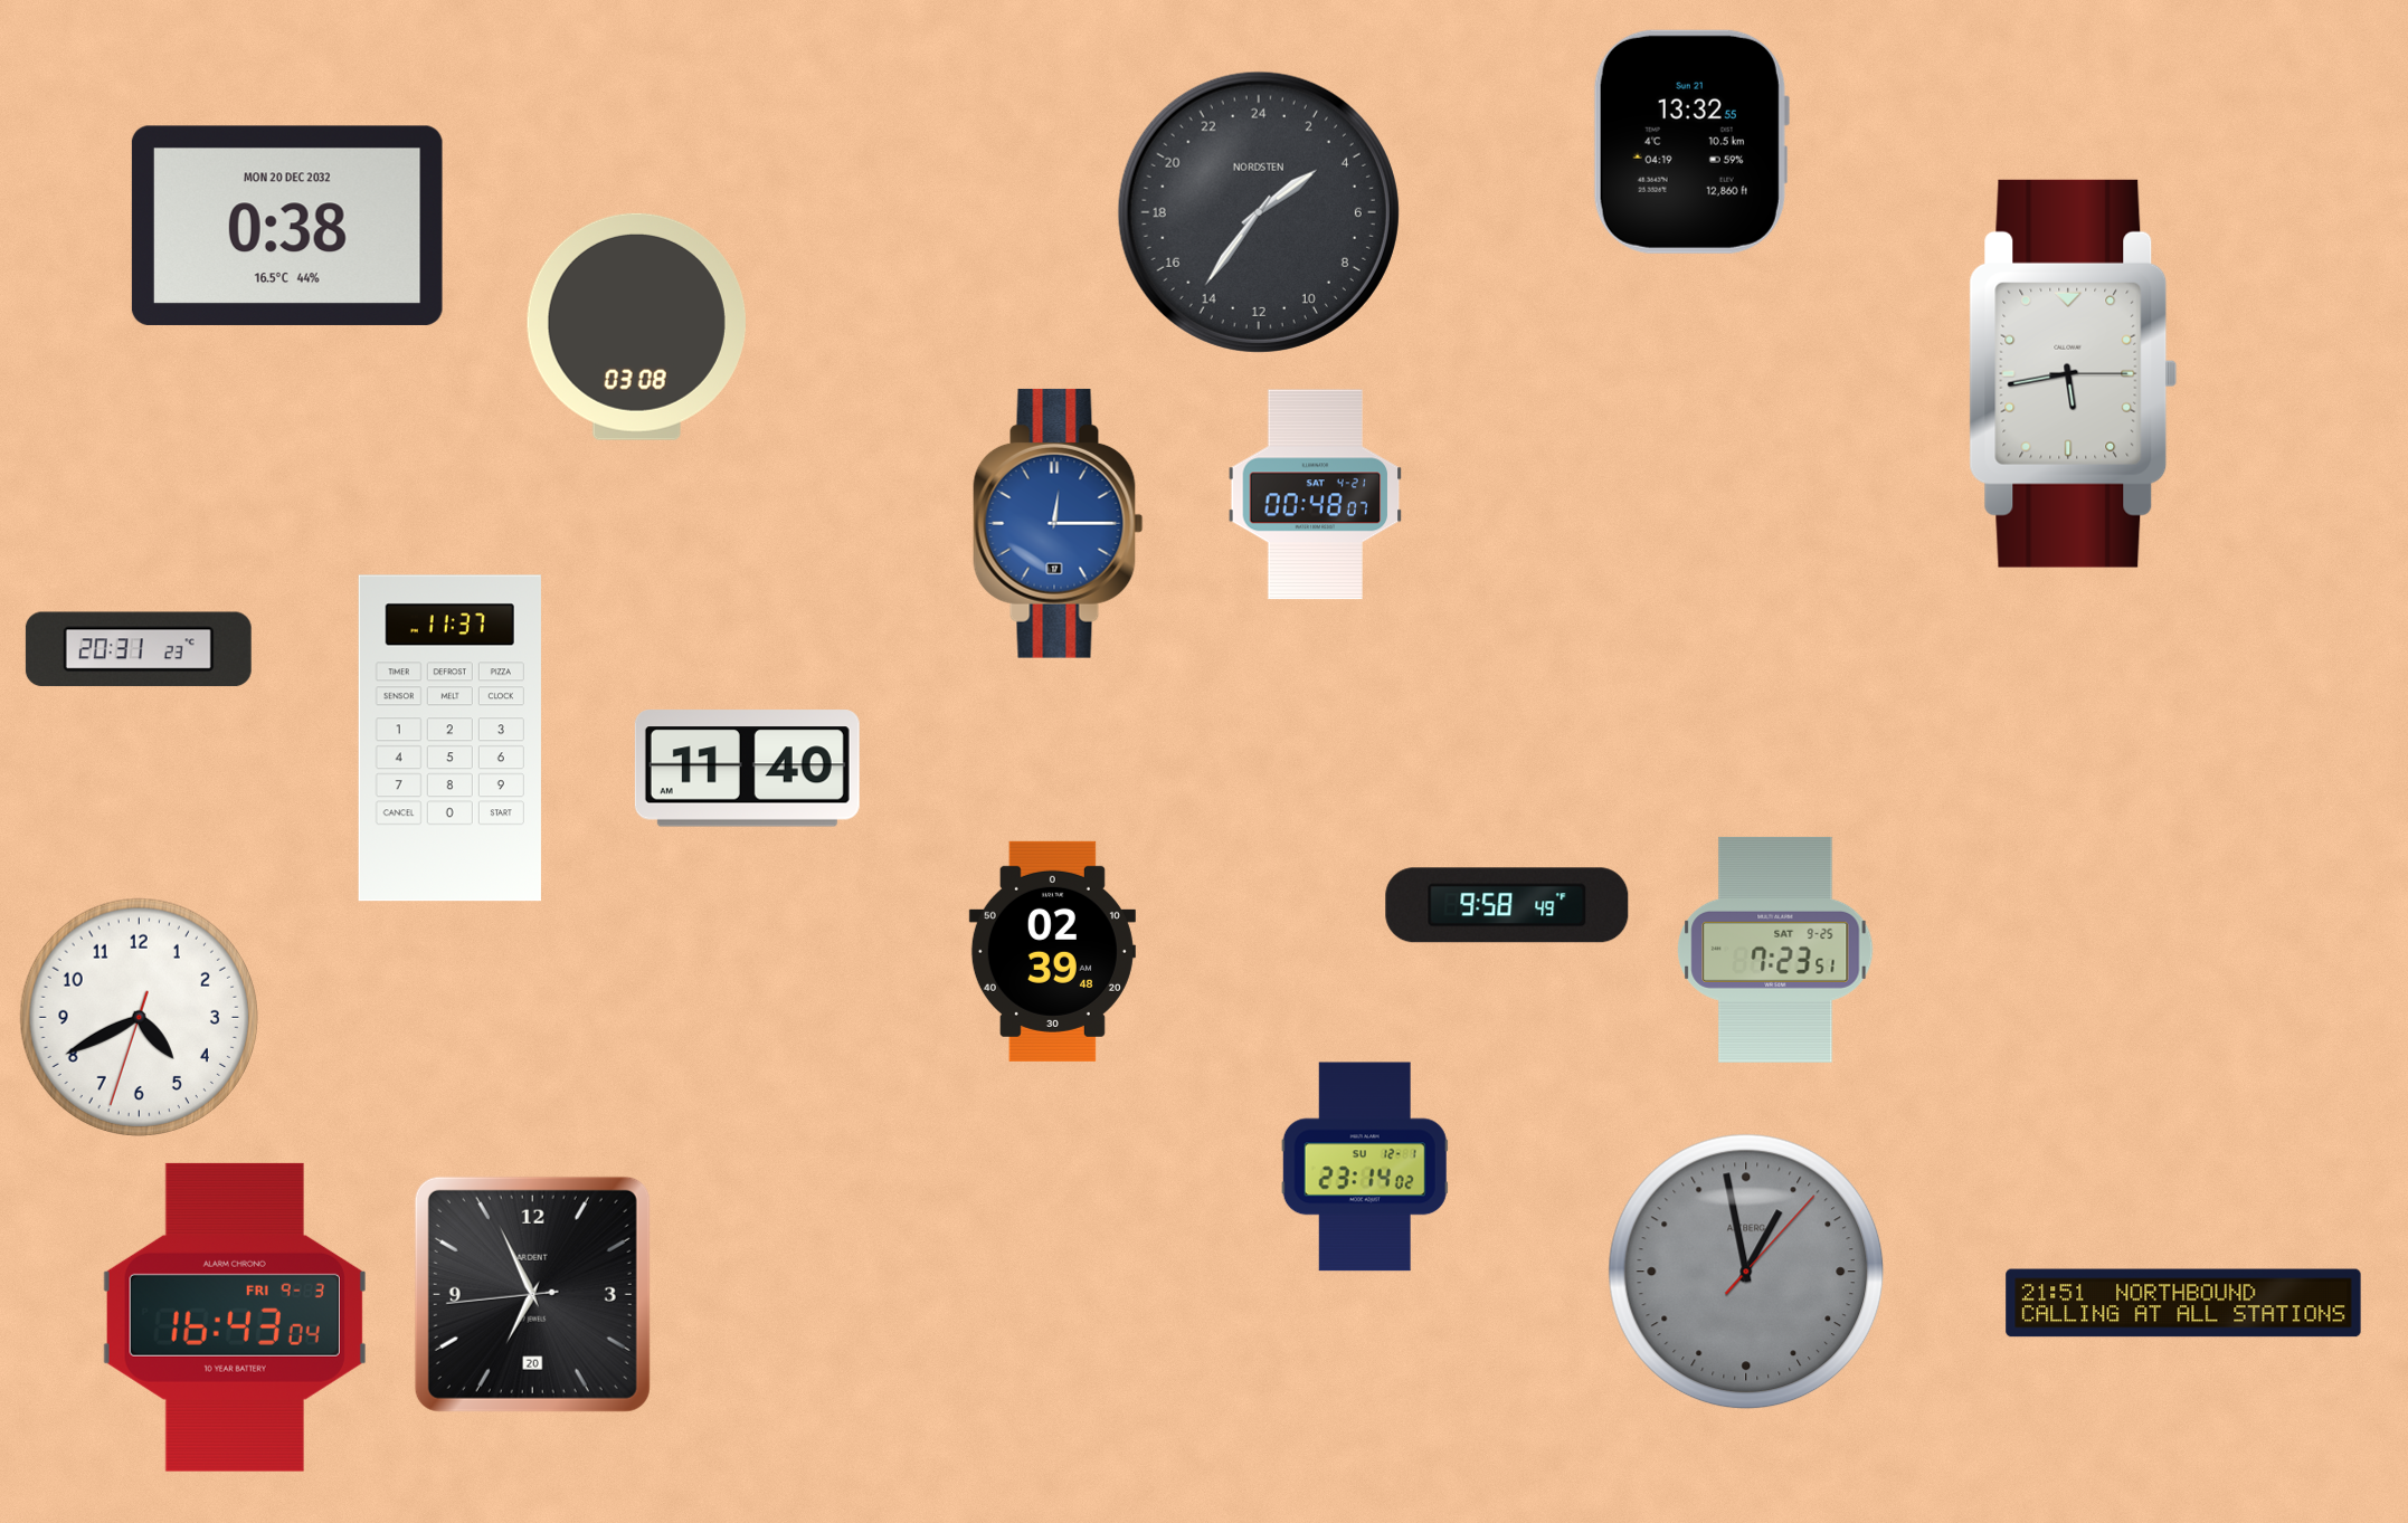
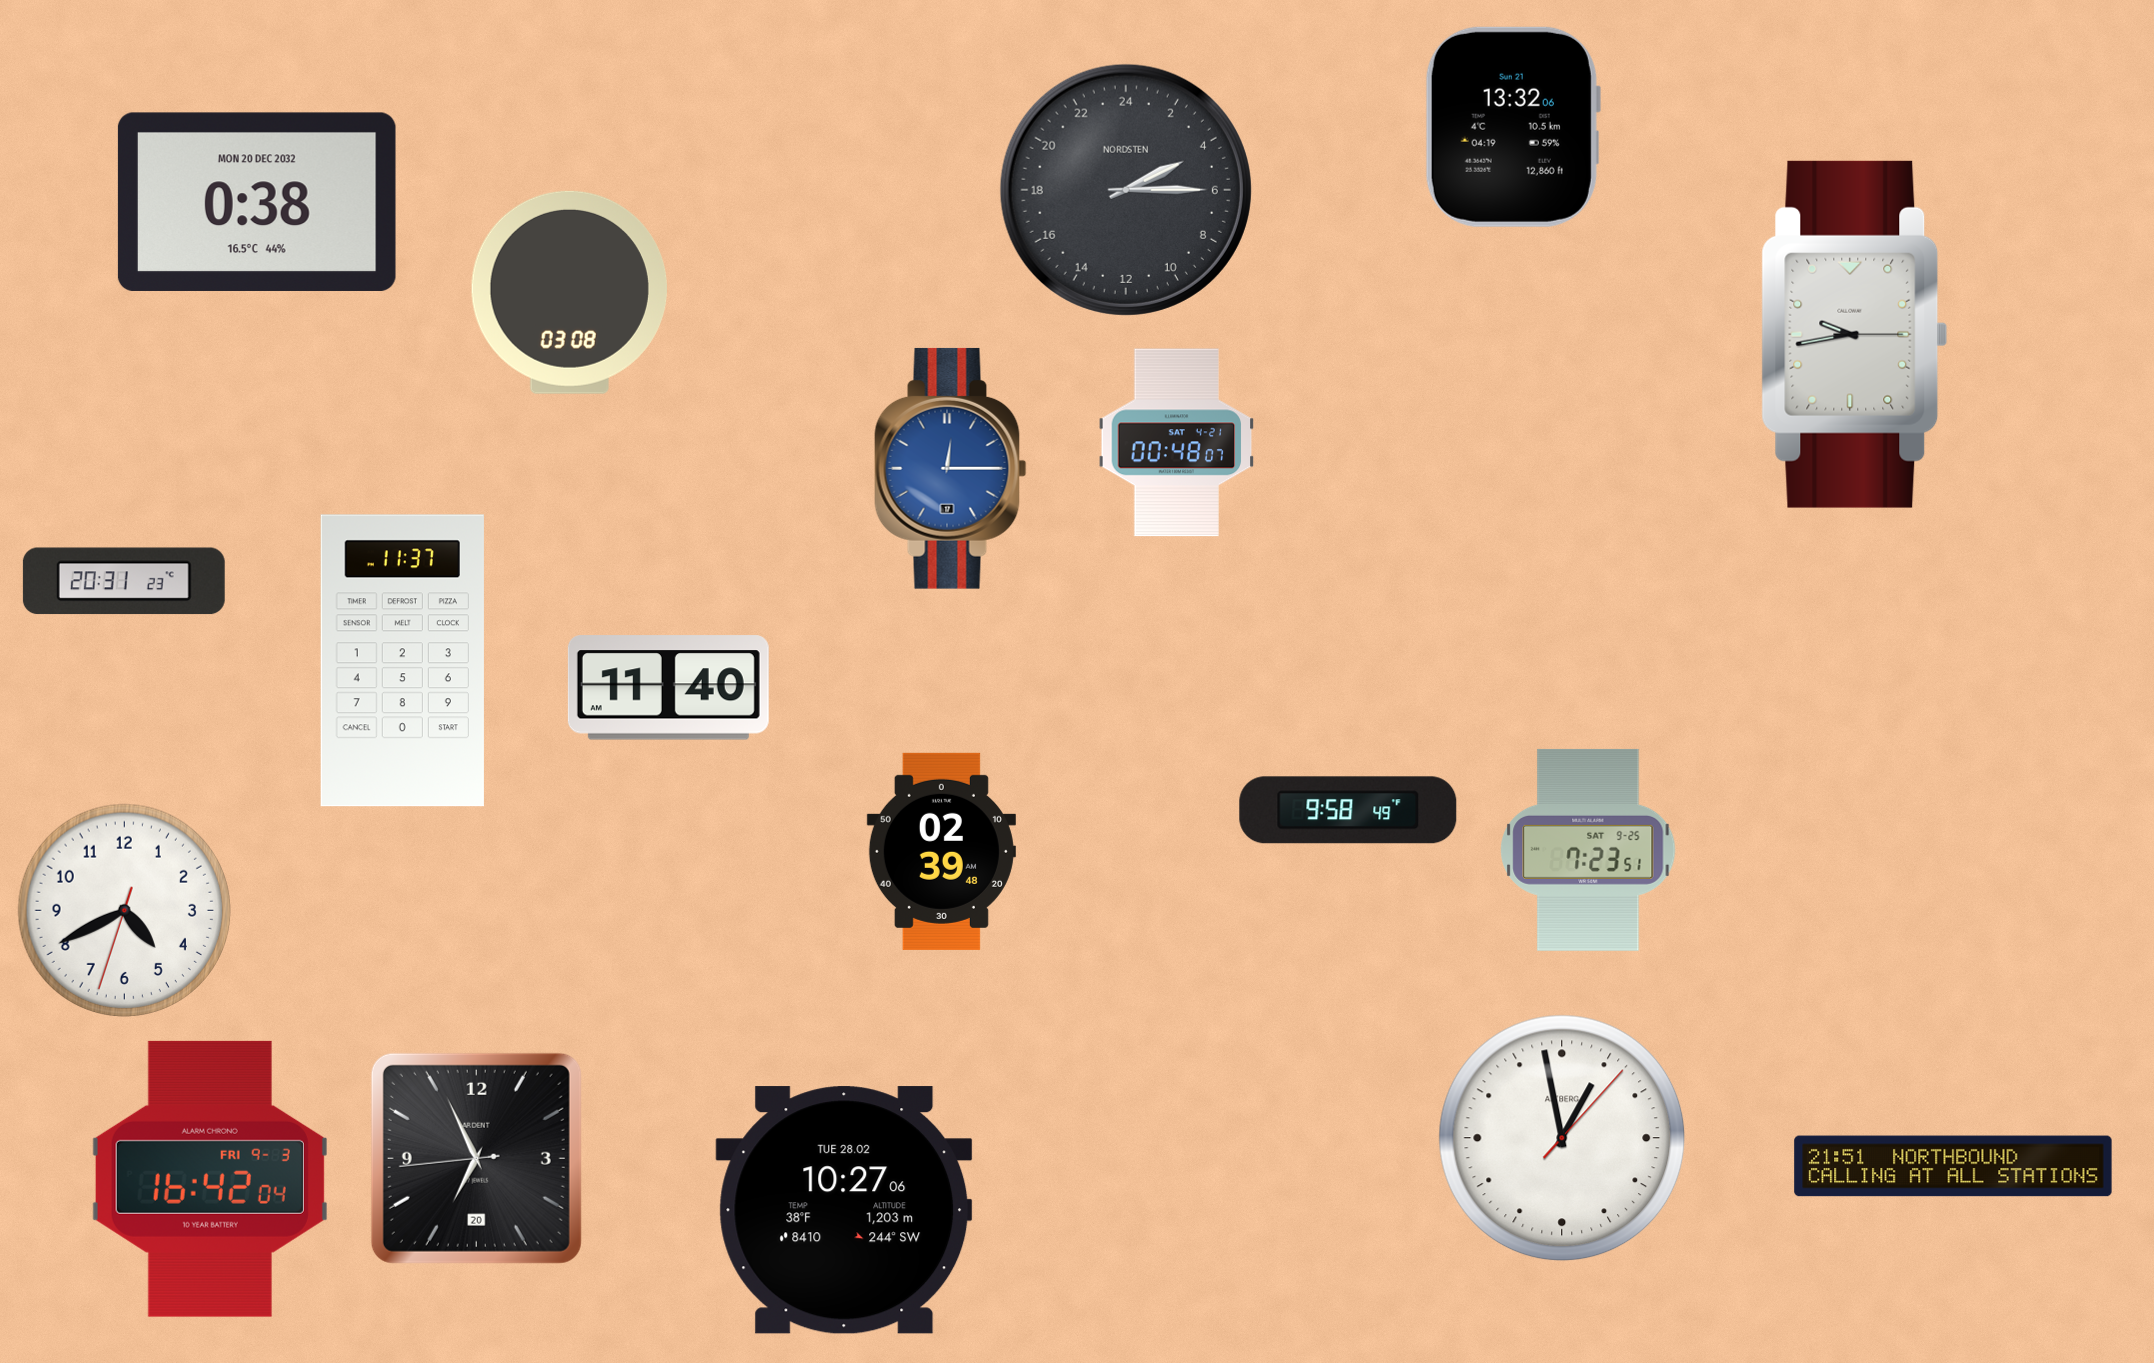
clock at (1690, 142): 13:32:55 -> 13:32:06
clock at (1259, 212): 3:36 -> 4:15
clock at (2074, 373): 5:43 -> 9:43
clock at (1059, 523) position: (1059, 523) -> (951, 468)
clock at (1365, 1167): 23:14 -> none
clock at (1746, 1272) dial: grey -> white
clock at (235, 1317): 16:43 -> 16:42
clock at (844, 1210): none -> 10:27
